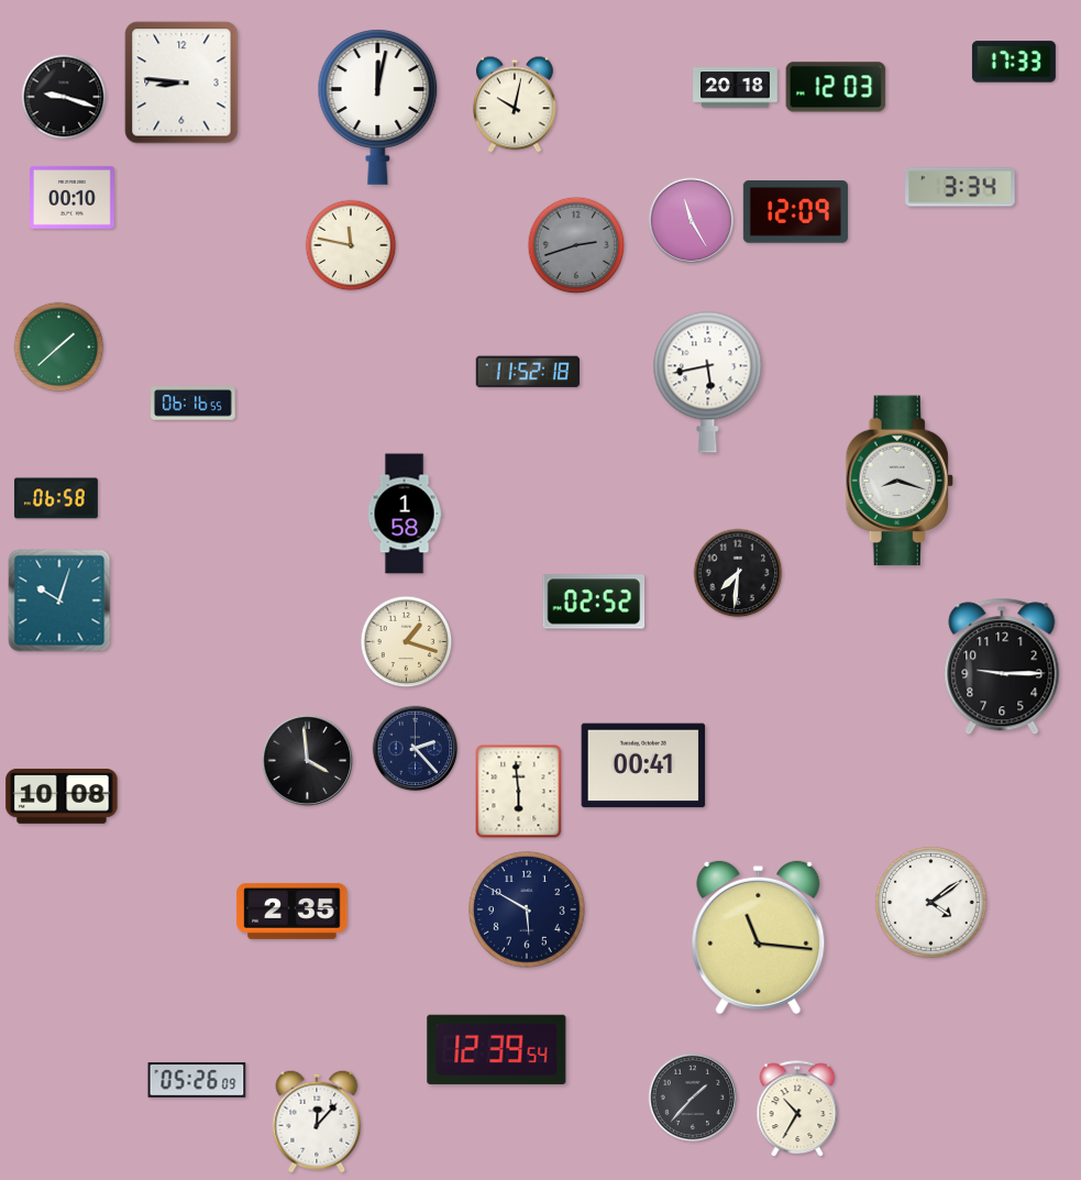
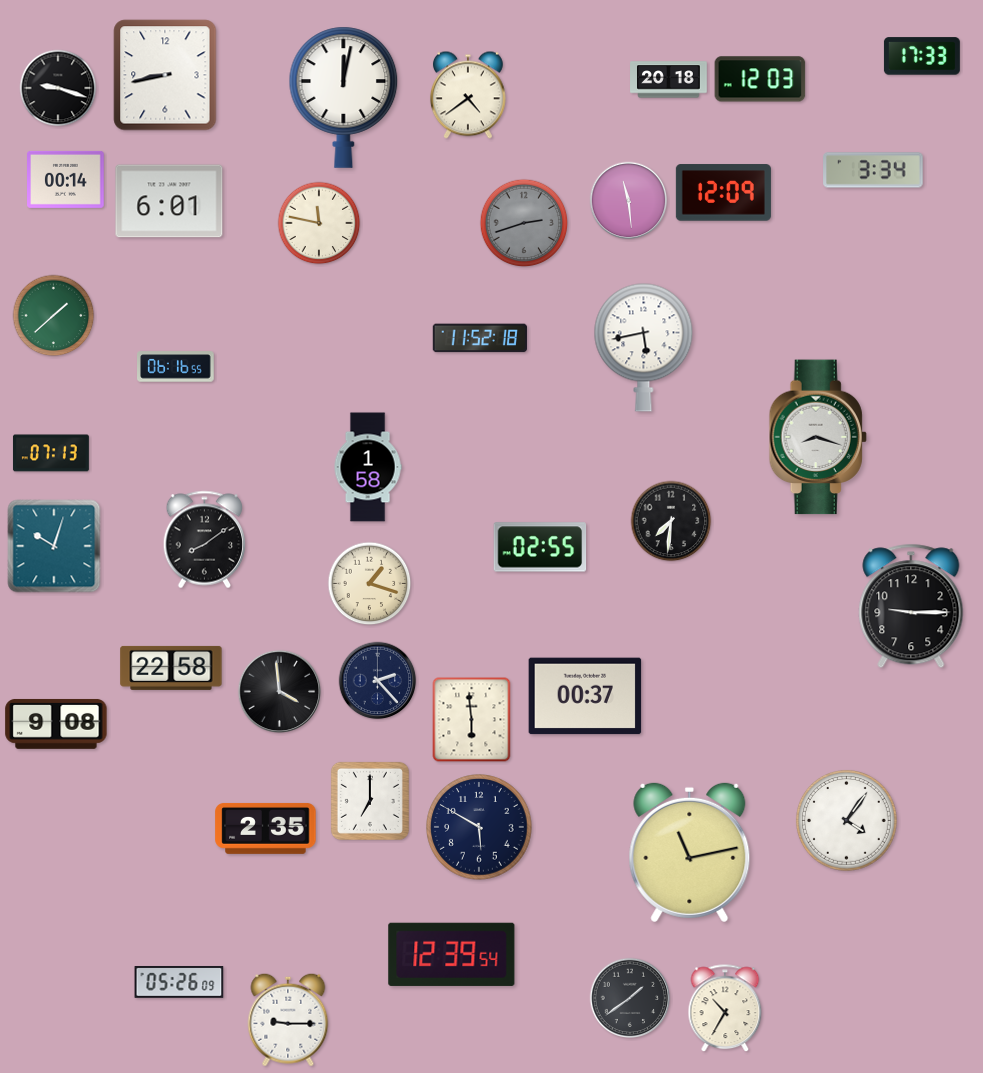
clock at (181, 82): 8:46 -> 8:43
clock at (515, 104): 10:02 -> 4:39
clock at (73, 197): 00:10 -> 00:14
clock at (169, 201): none -> 6:01
clock at (692, 221): 11:25 -> 11:29
clock at (56, 498): 06:58 -> 07:13
clock at (205, 540): none -> 8:09
clock at (594, 602): 02:52 -> 02:55
clock at (171, 668): none -> 22:58
clock at (643, 765): 00:41 -> 00:37
clock at (62, 796): 10:08 -> 9:08
clock at (370, 801): none -> 7:00
clock at (930, 902): 4:09 -> 4:06
clock at (759, 938): 11:16 -> 11:13
clock at (693, 1098): 1:37 -> 1:39
clock at (317, 1122): 12:07 -> 9:15
